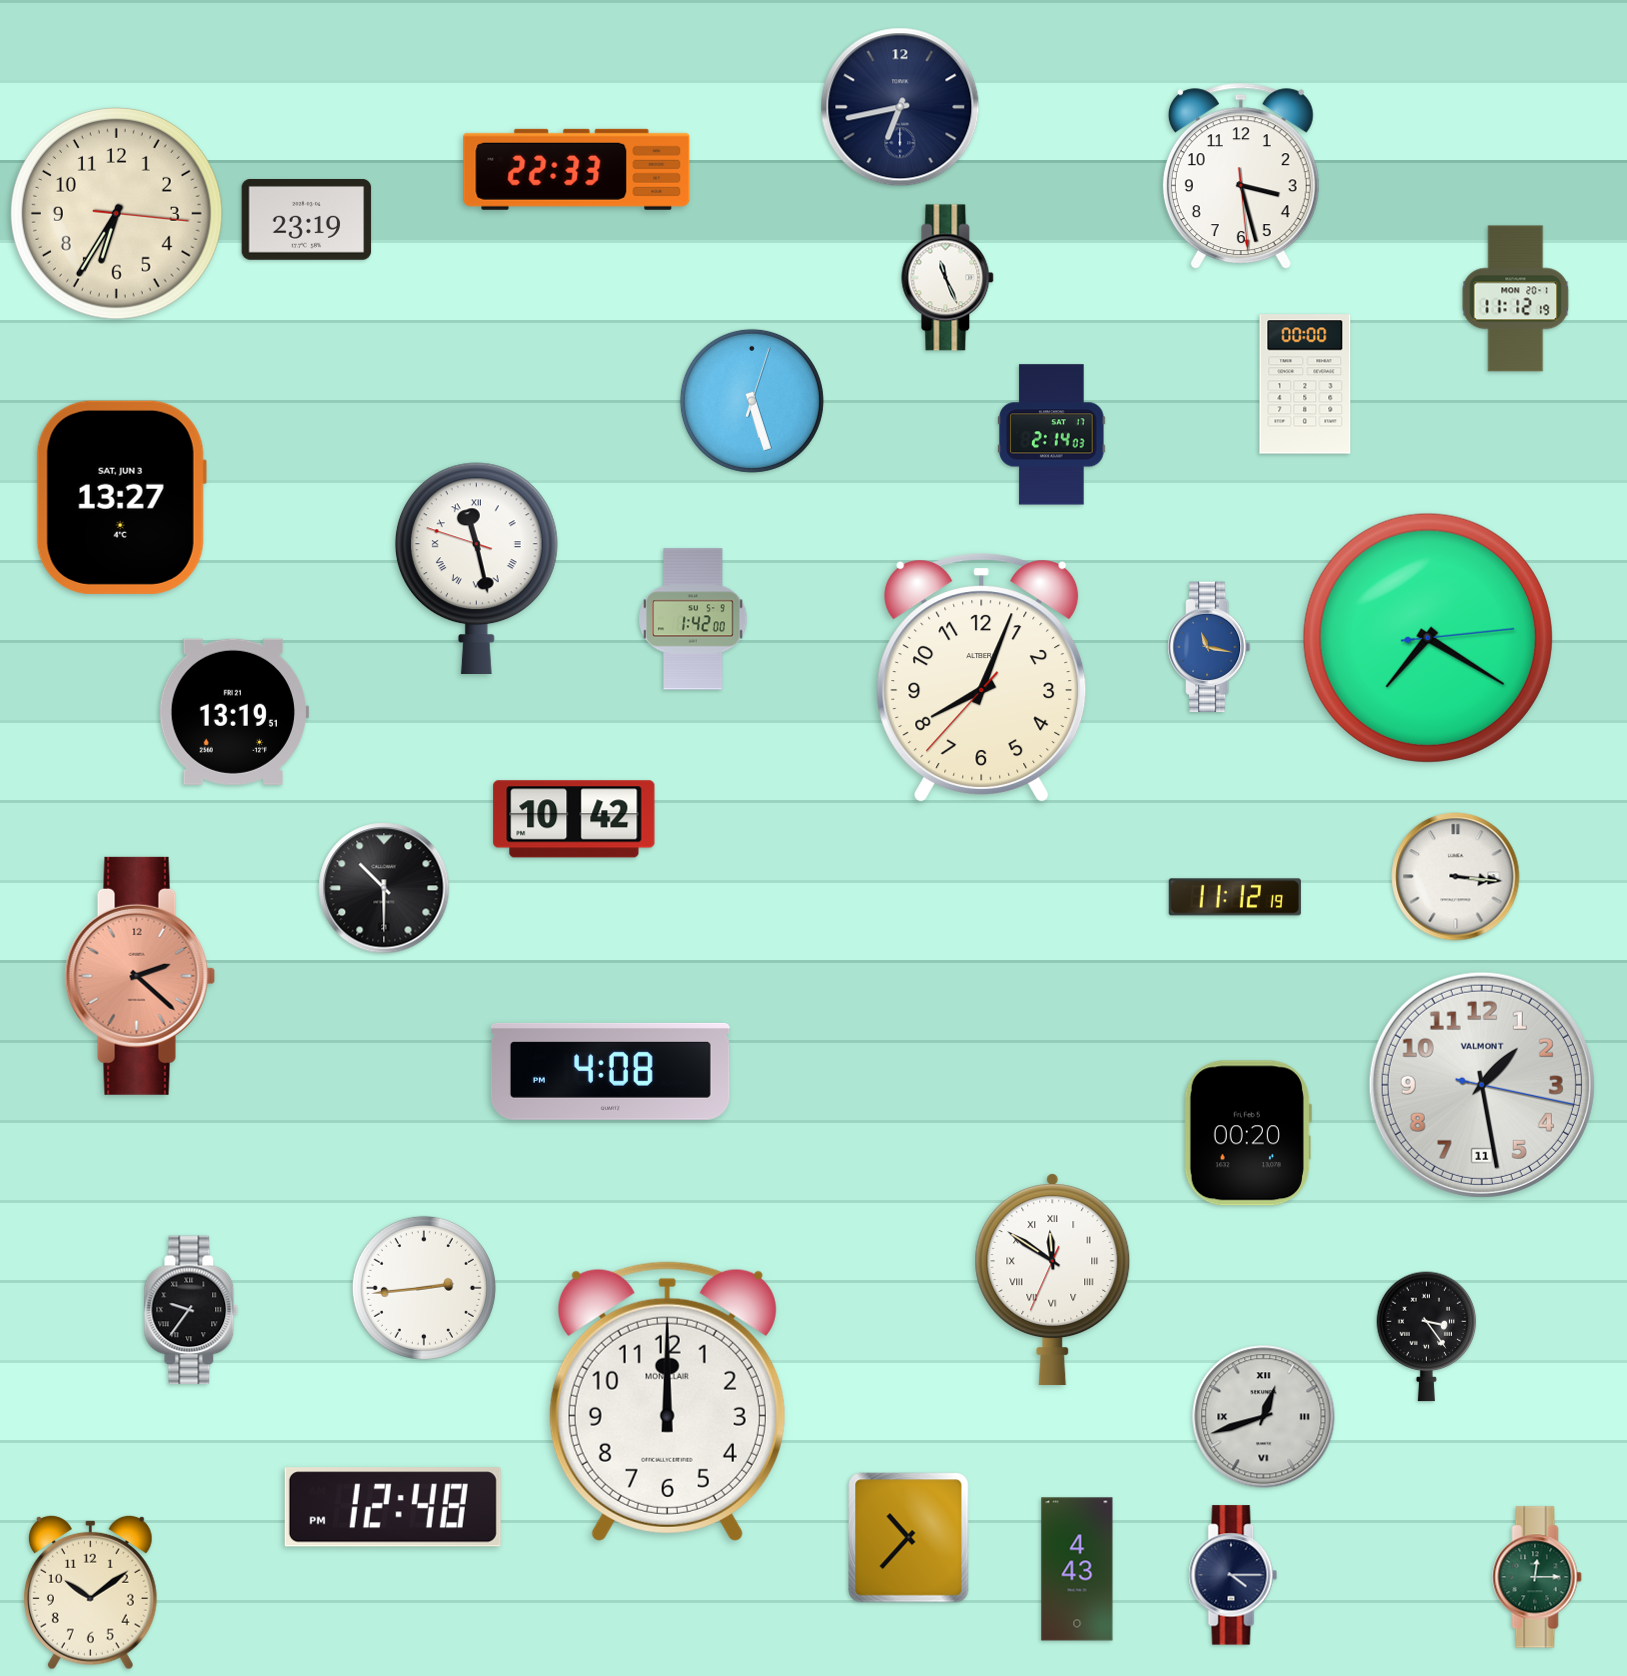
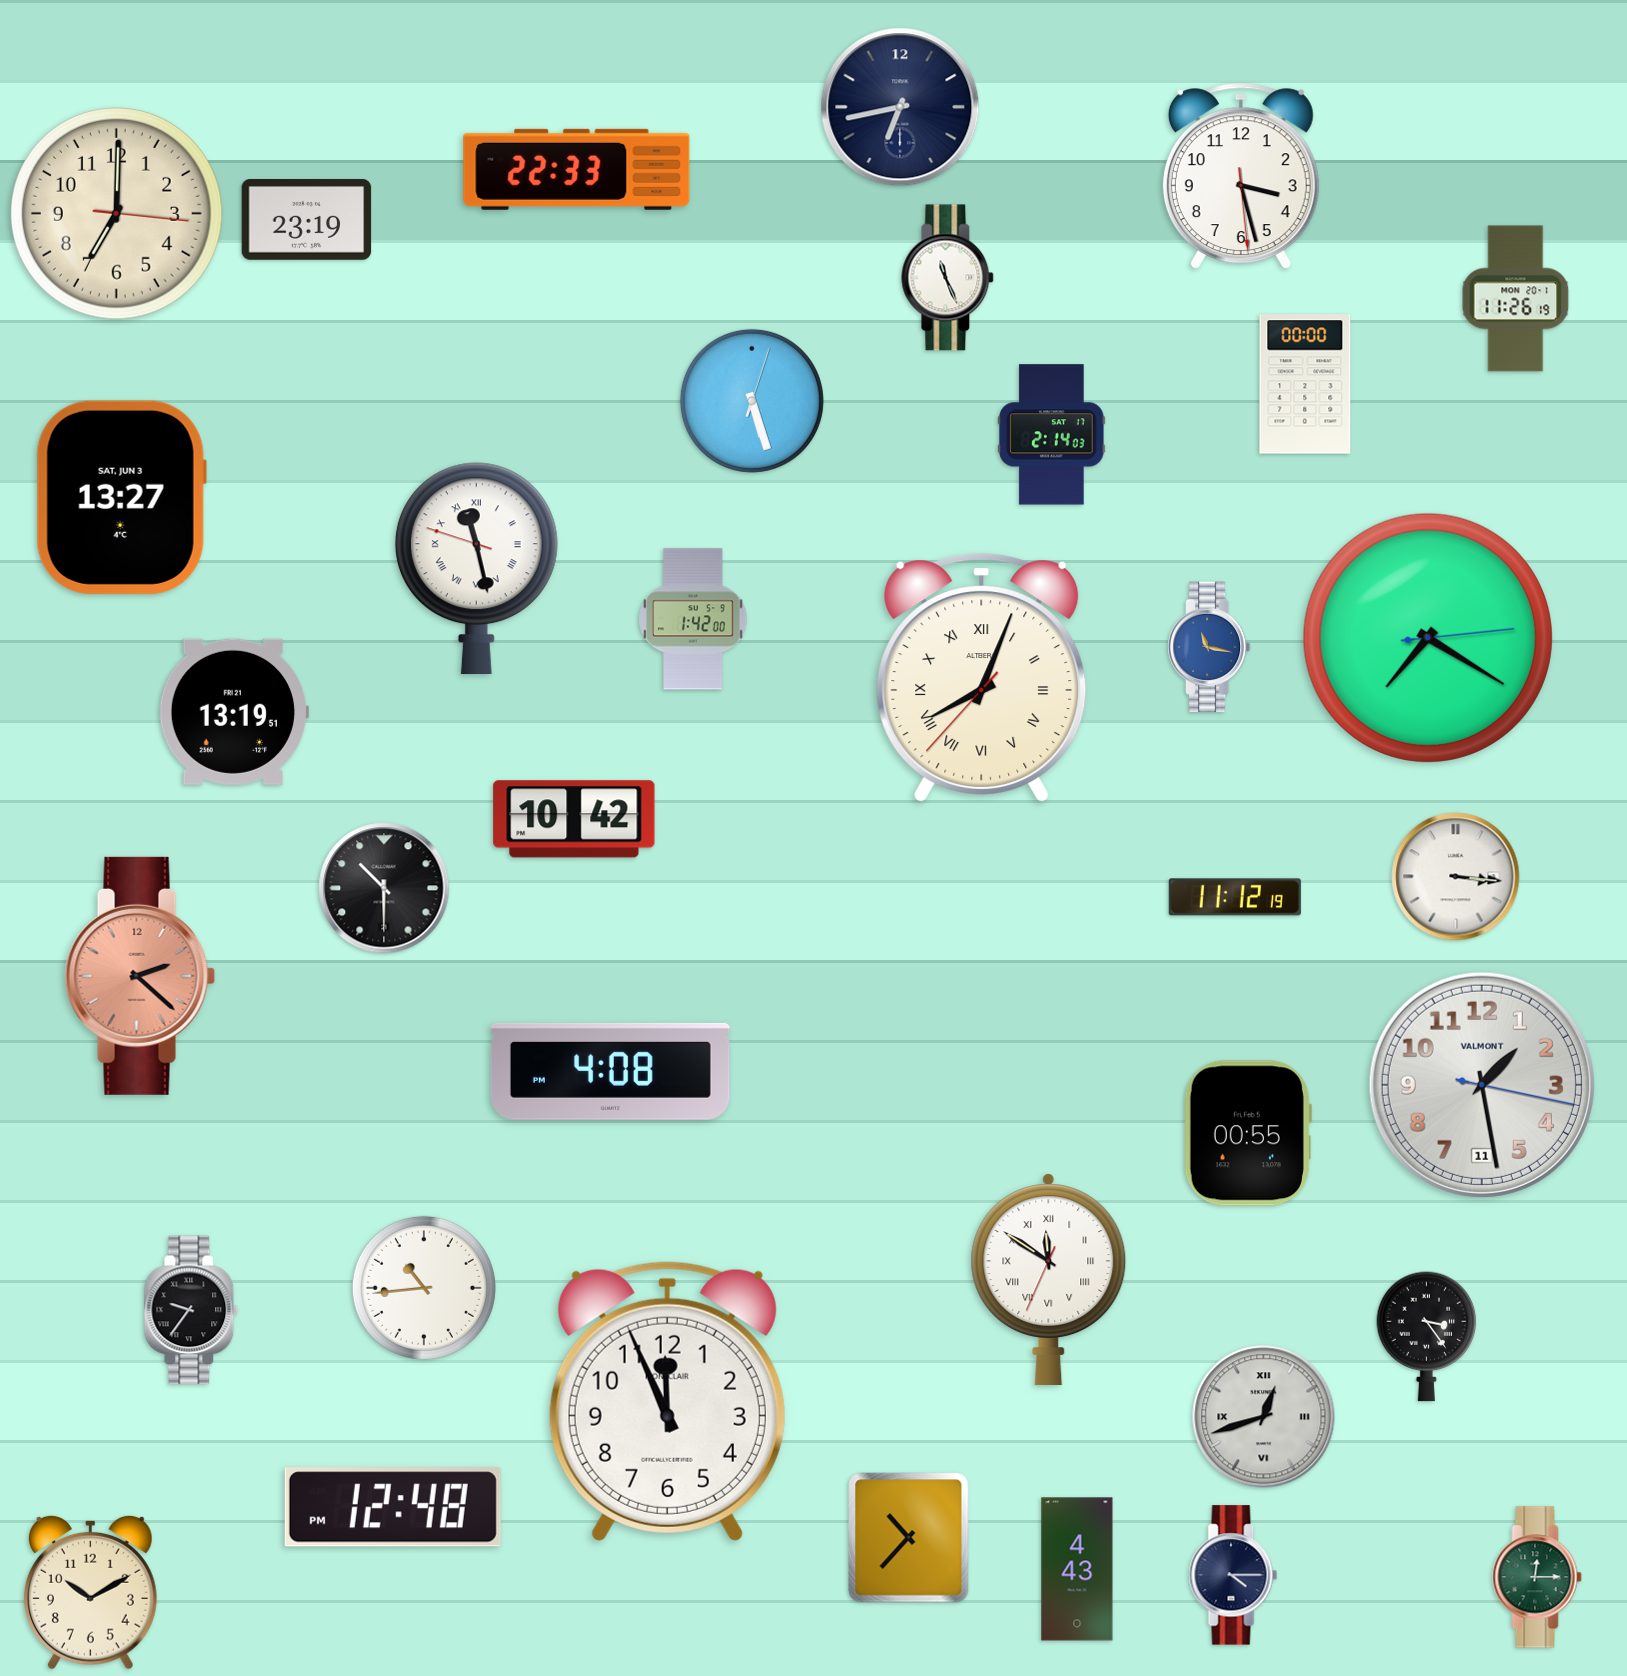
clock at (116, 213): 6:35 -> 7:00
clock at (1516, 299): 11:12 -> 11:26
clock at (982, 678) numerals: Arabic -> Roman
clock at (1247, 1133): 00:20 -> 00:55
clock at (1053, 1280) position: (1053, 1280) -> (1049, 1280)
clock at (424, 1288): 2:44 -> 10:44
clock at (667, 1401): 12:00 -> 11:56
clock at (90, 1592): 10:09 -> 10:10
